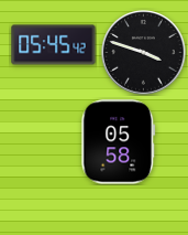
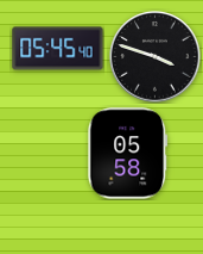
clock at (54, 45): 05:45:42 -> 05:45:40
